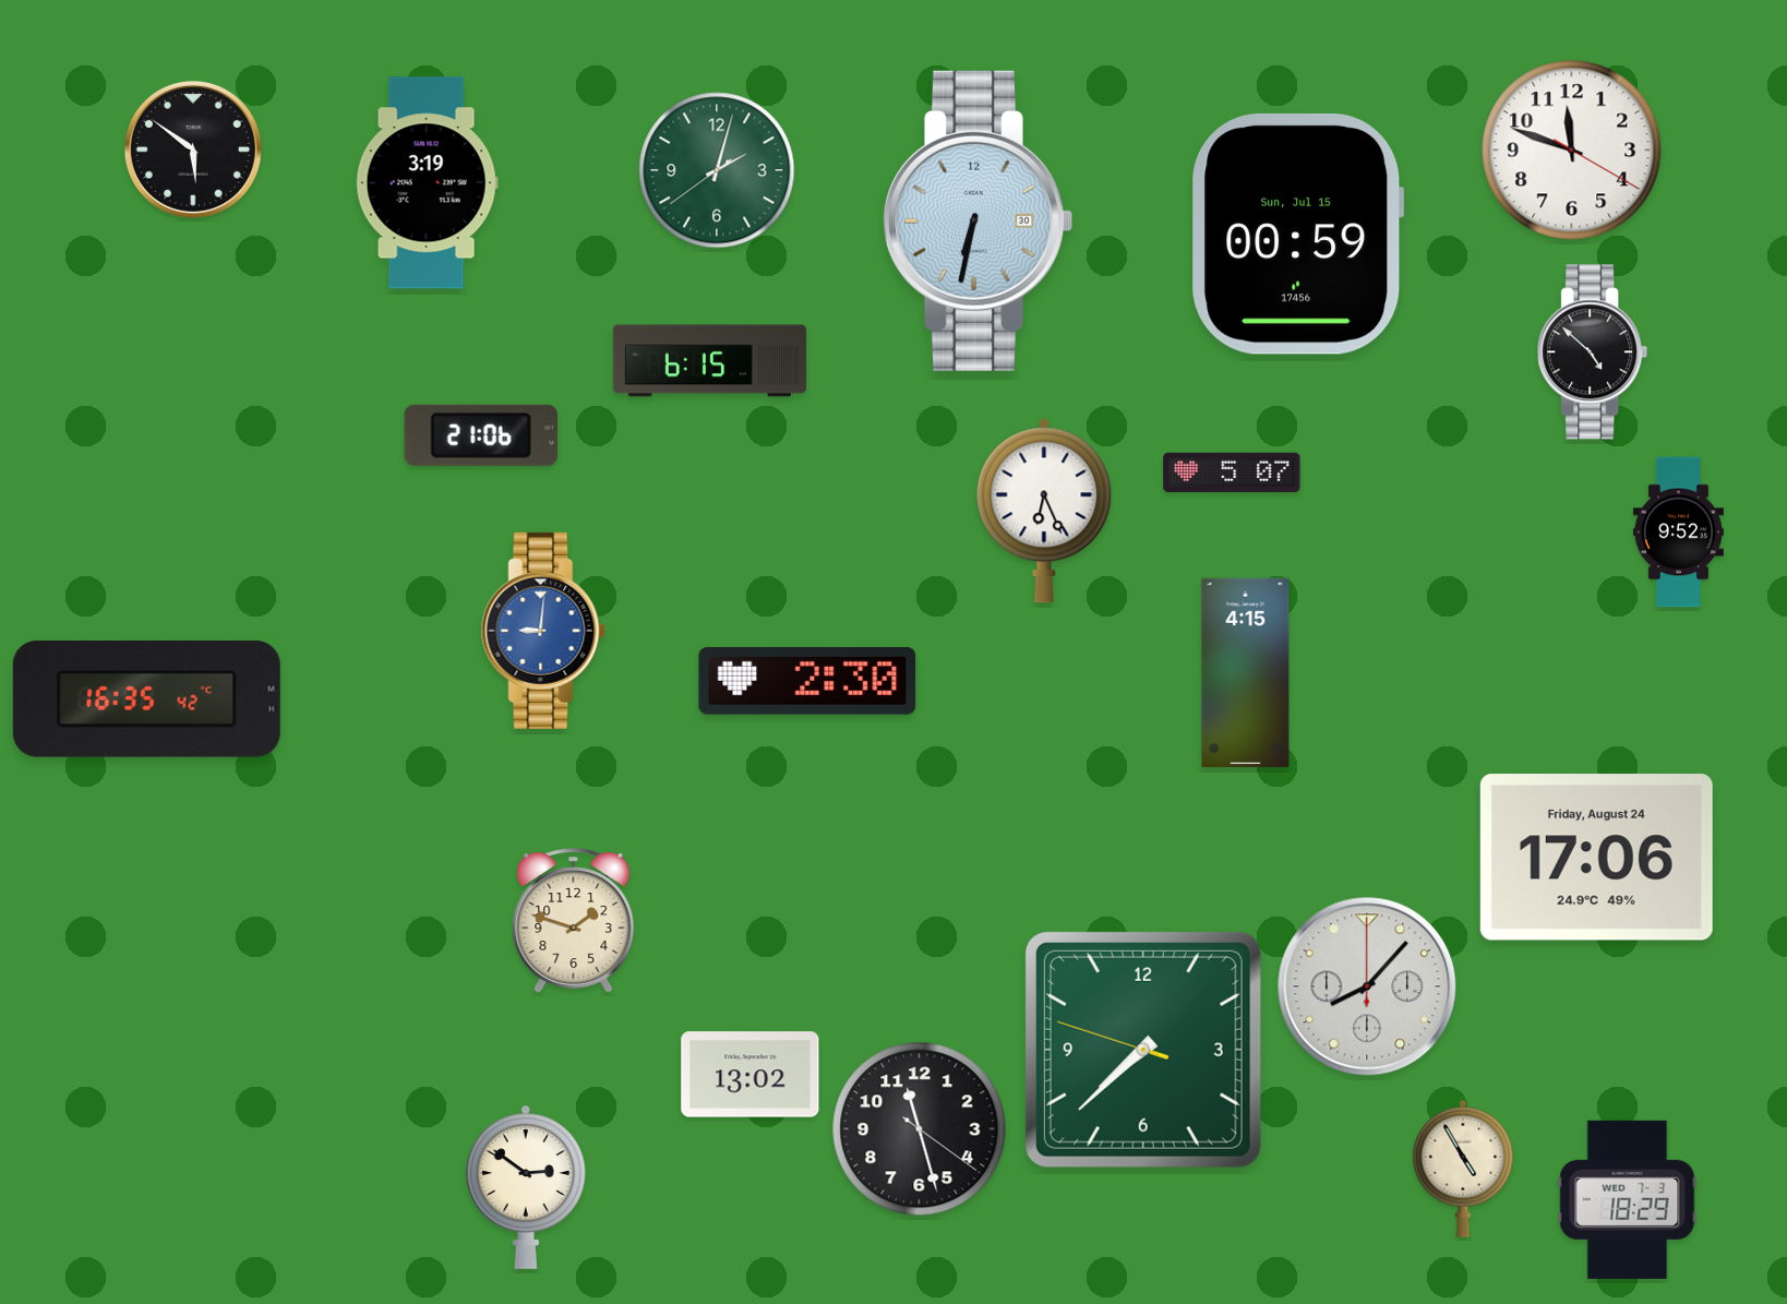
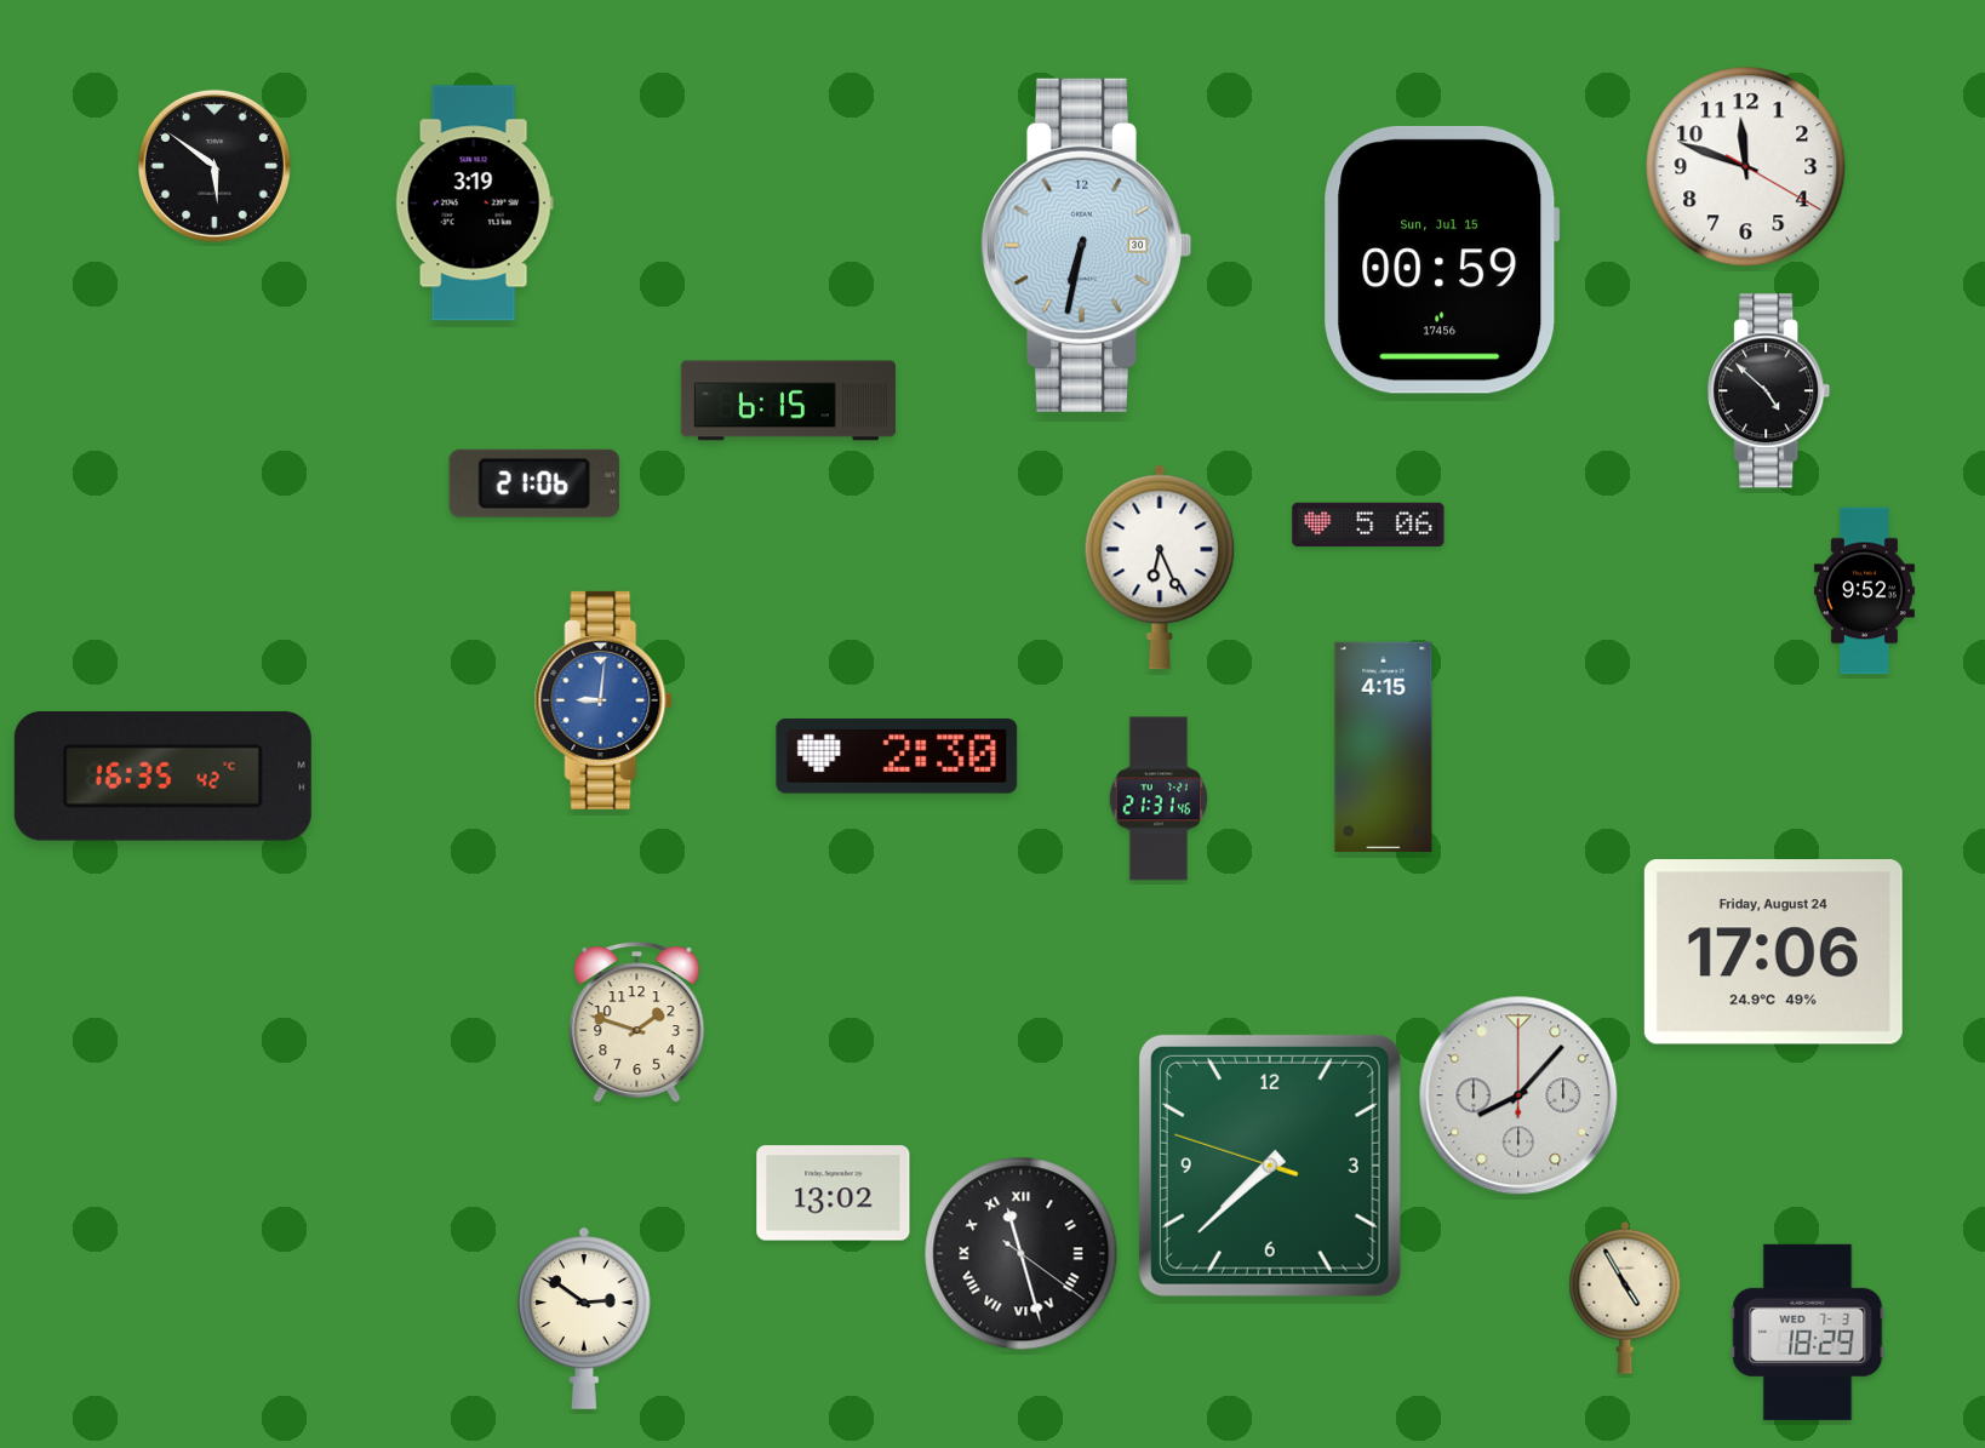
clock at (717, 170): 2:02 -> none
clock at (1232, 472): 5:07 -> 5:06
clock at (1159, 799): none -> 21:31
clock at (920, 1129) numerals: Arabic -> Roman
